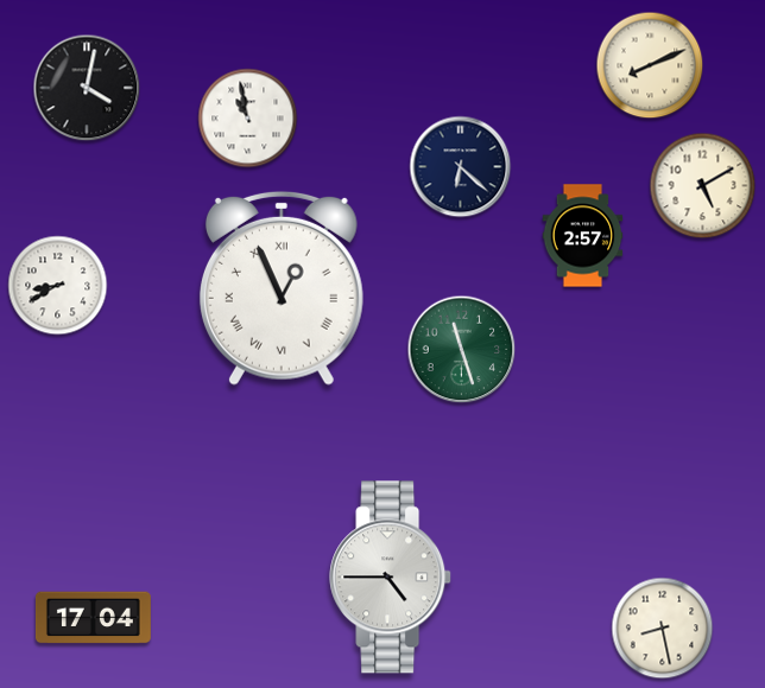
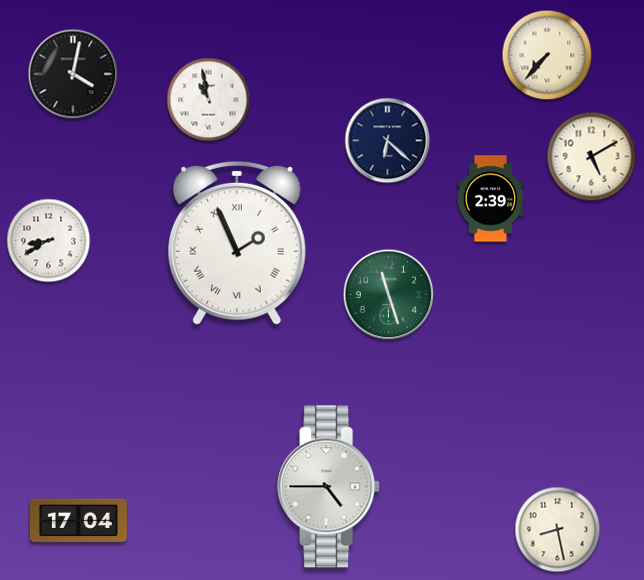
clock at (650, 65): 8:11 -> 7:37
clock at (583, 236): 2:57 -> 2:39
clock at (282, 288): 12:56 -> 1:56
